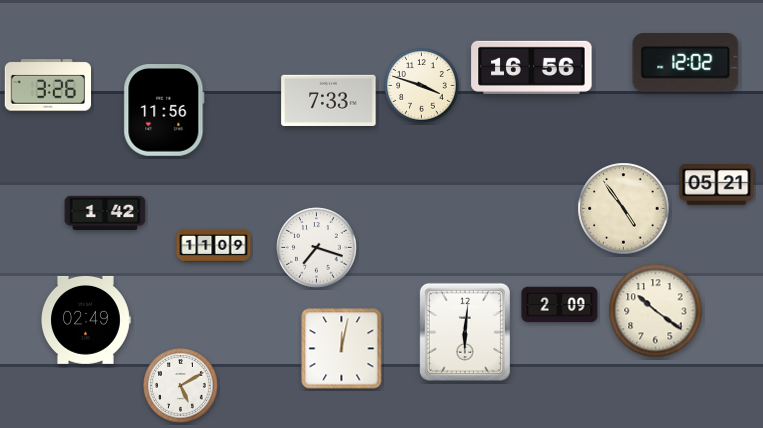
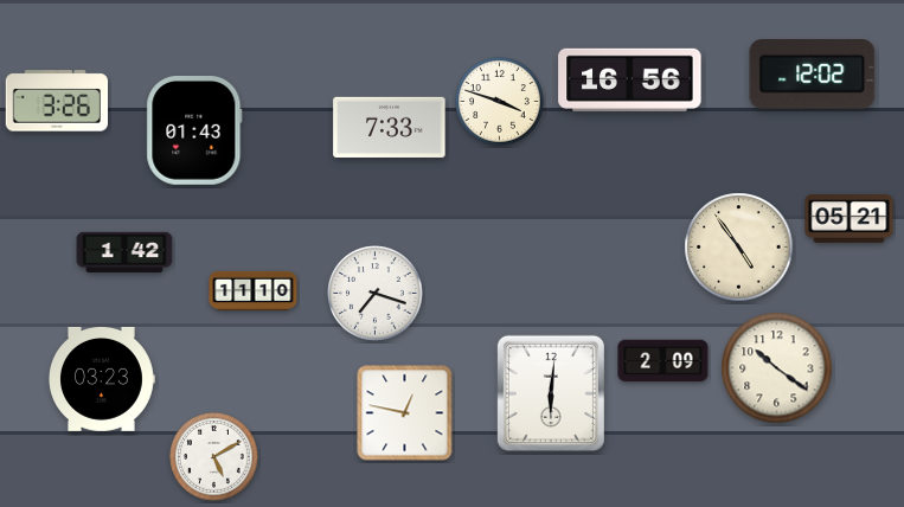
clock at (329, 100) position: (329, 100) -> (390, 127)
clock at (164, 111): 11:56 -> 01:43
clock at (214, 245): 11:09 -> 11:10
clock at (86, 320): 02:49 -> 03:23
clock at (342, 349): 12:02 -> 12:47
